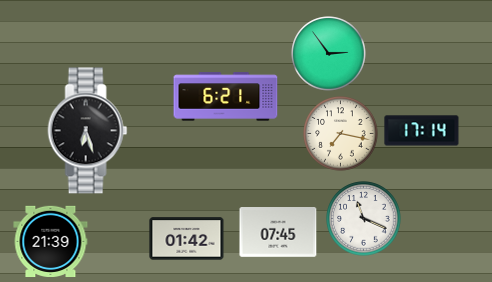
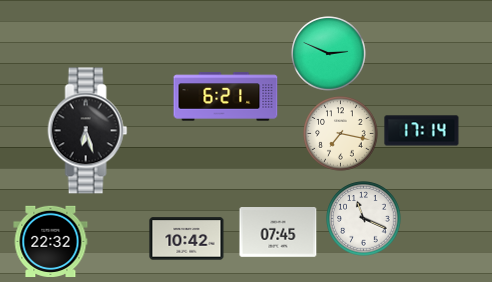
clock at (329, 54): 2:54 -> 2:49
clock at (187, 239): 01:42 -> 10:42
clock at (51, 241): 21:39 -> 22:32
